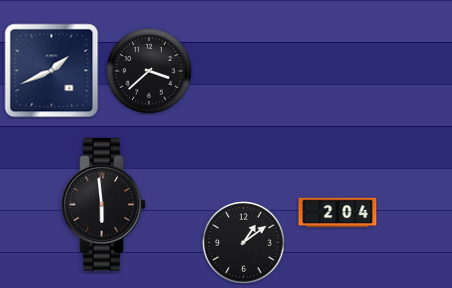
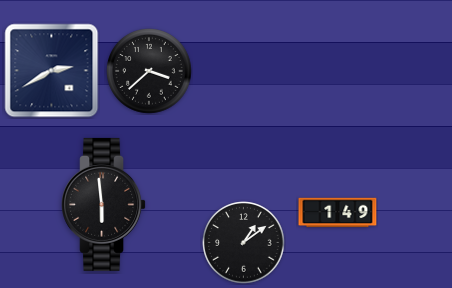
clock at (52, 71): 1:41 -> 2:40
clock at (338, 213): 2:04 -> 1:49
